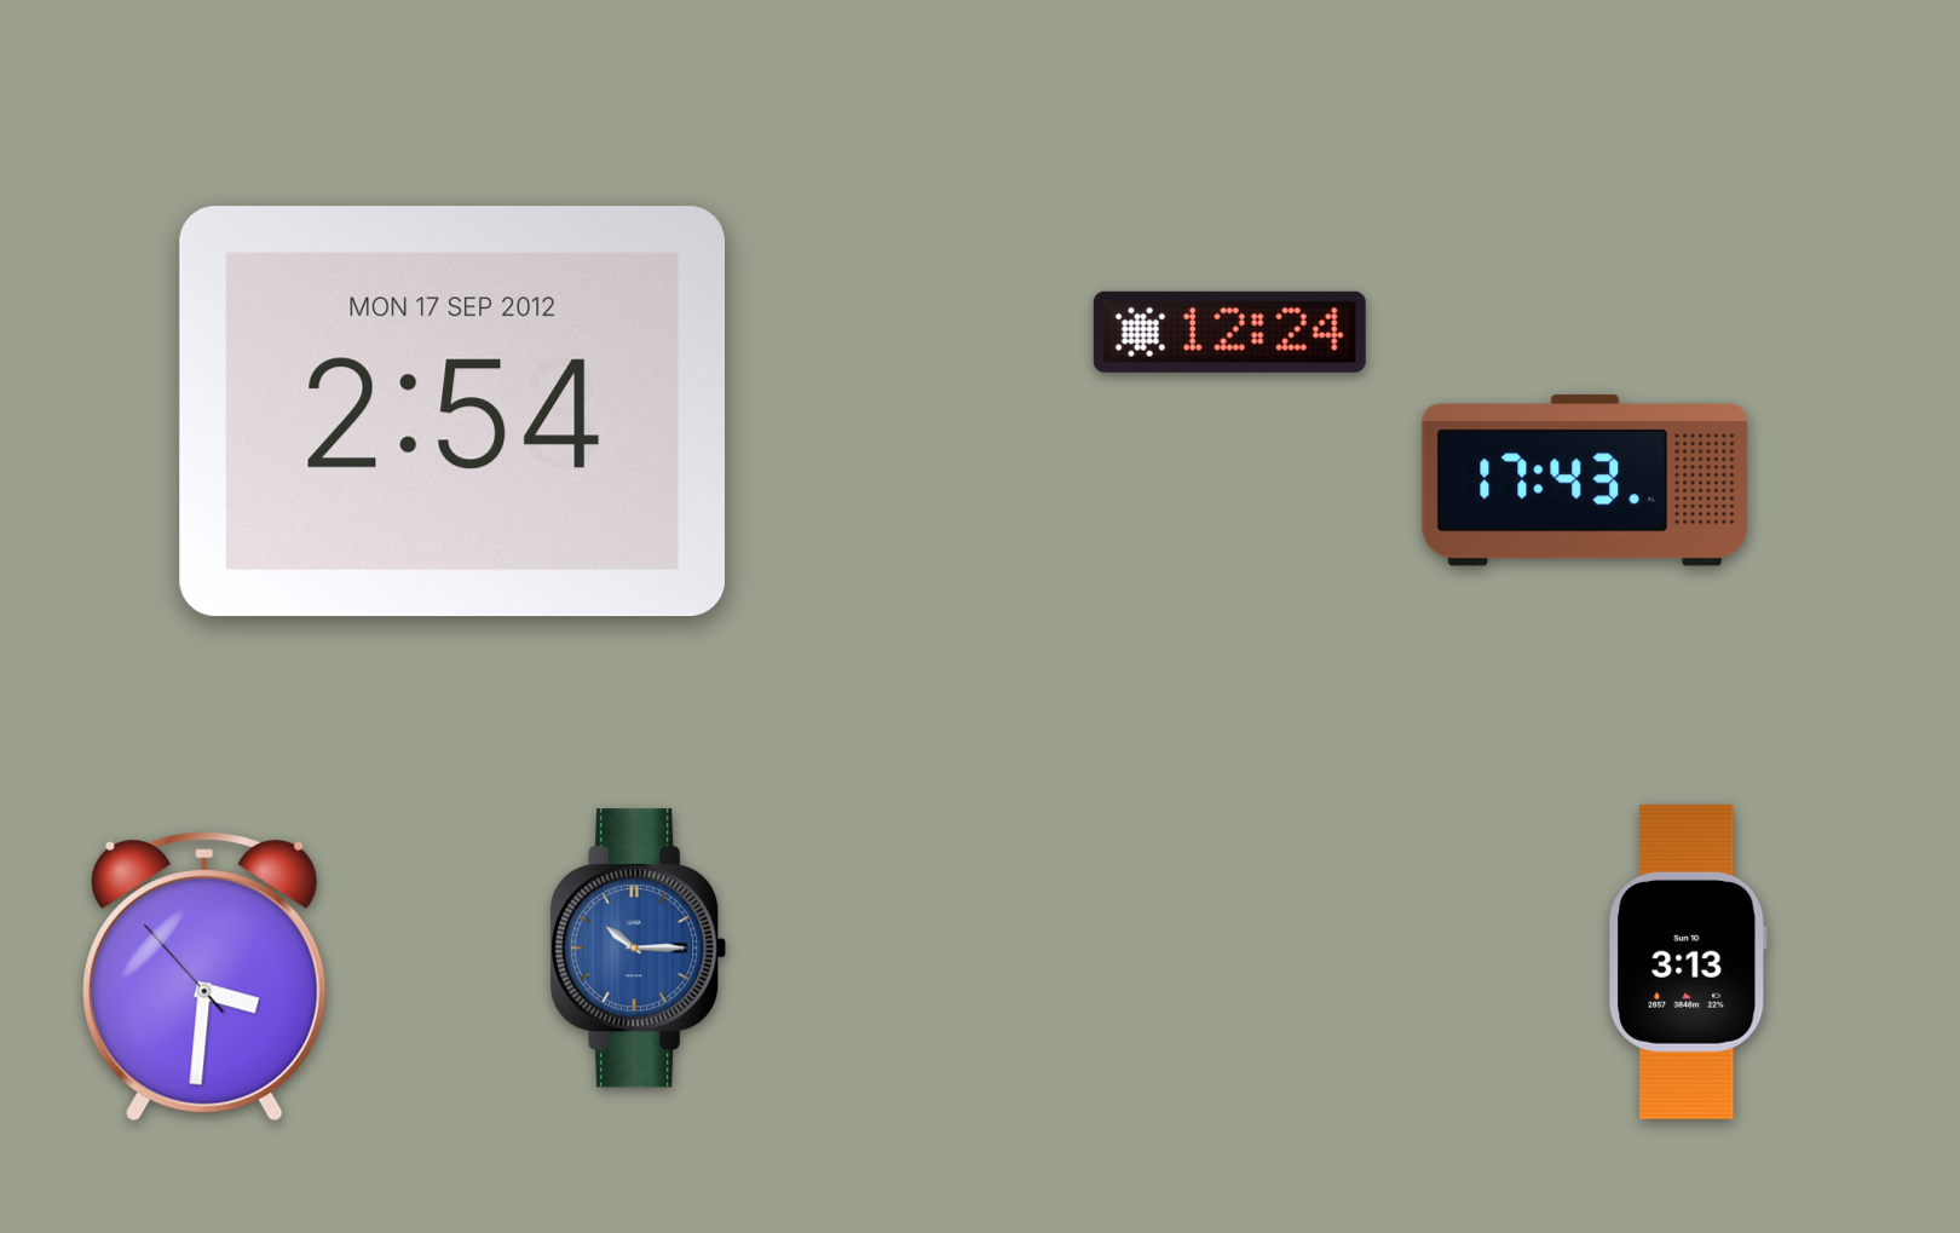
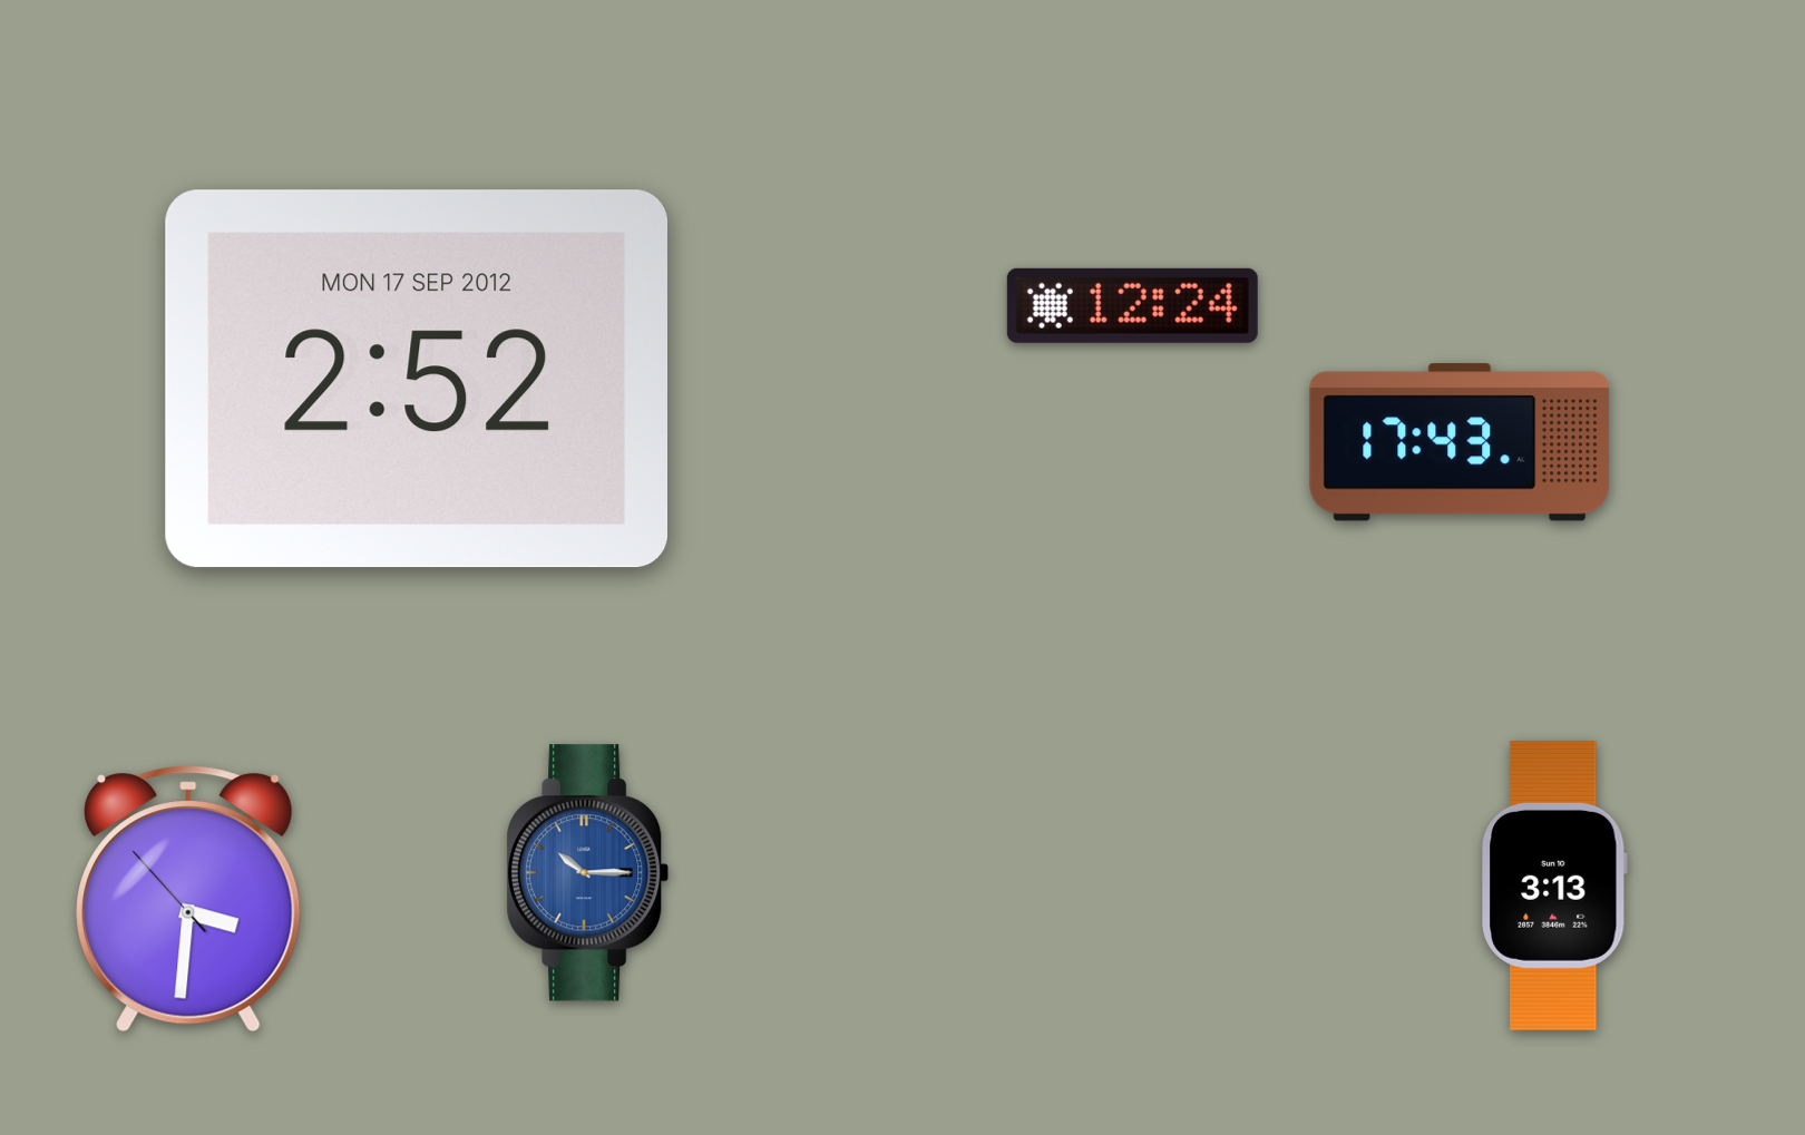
clock at (452, 411): 2:54 -> 2:52
